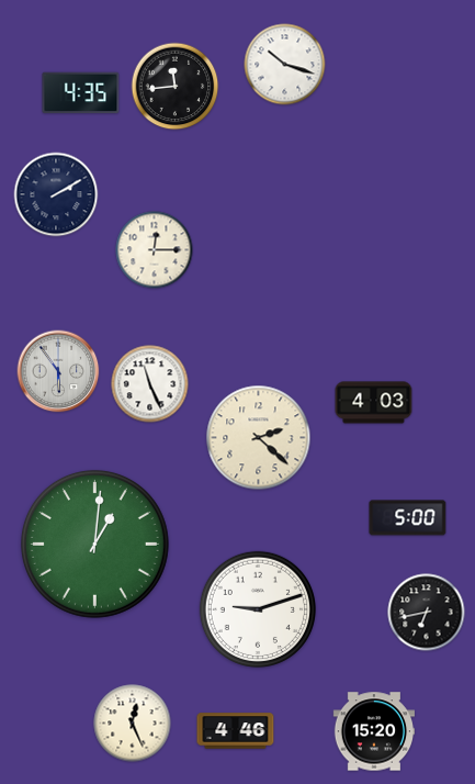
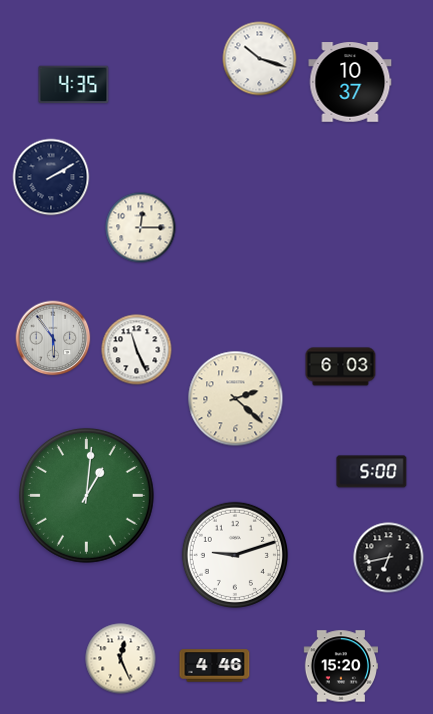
clock at (176, 87): 11:44 -> none
clock at (350, 82): none -> 10:37
clock at (374, 403): 4:03 -> 6:03
